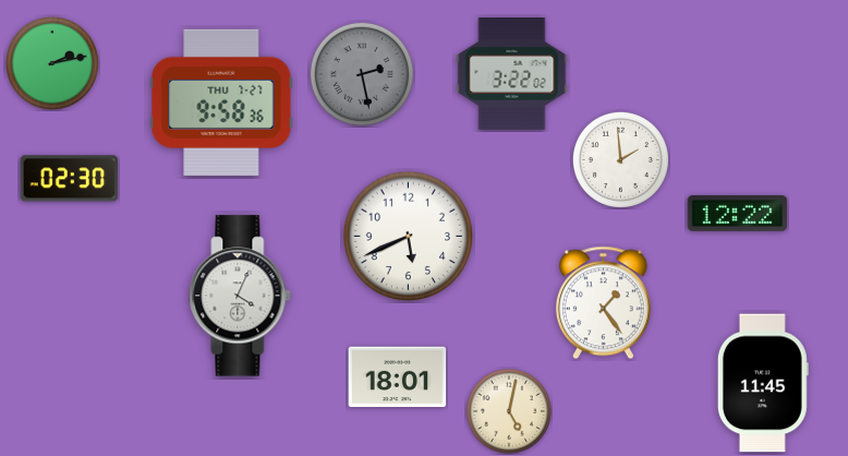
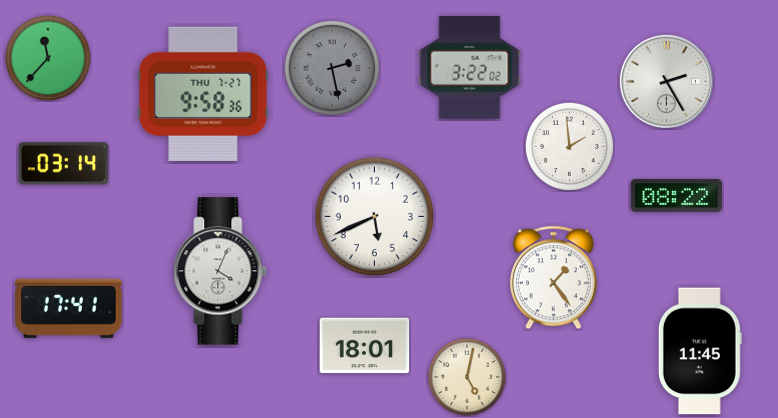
clock at (52, 63): 2:13 -> 11:37
clock at (666, 81): none -> 2:25
clock at (70, 179): 02:30 -> 03:14
clock at (738, 213): 12:22 -> 08:22
clock at (69, 308): none -> 17:41
